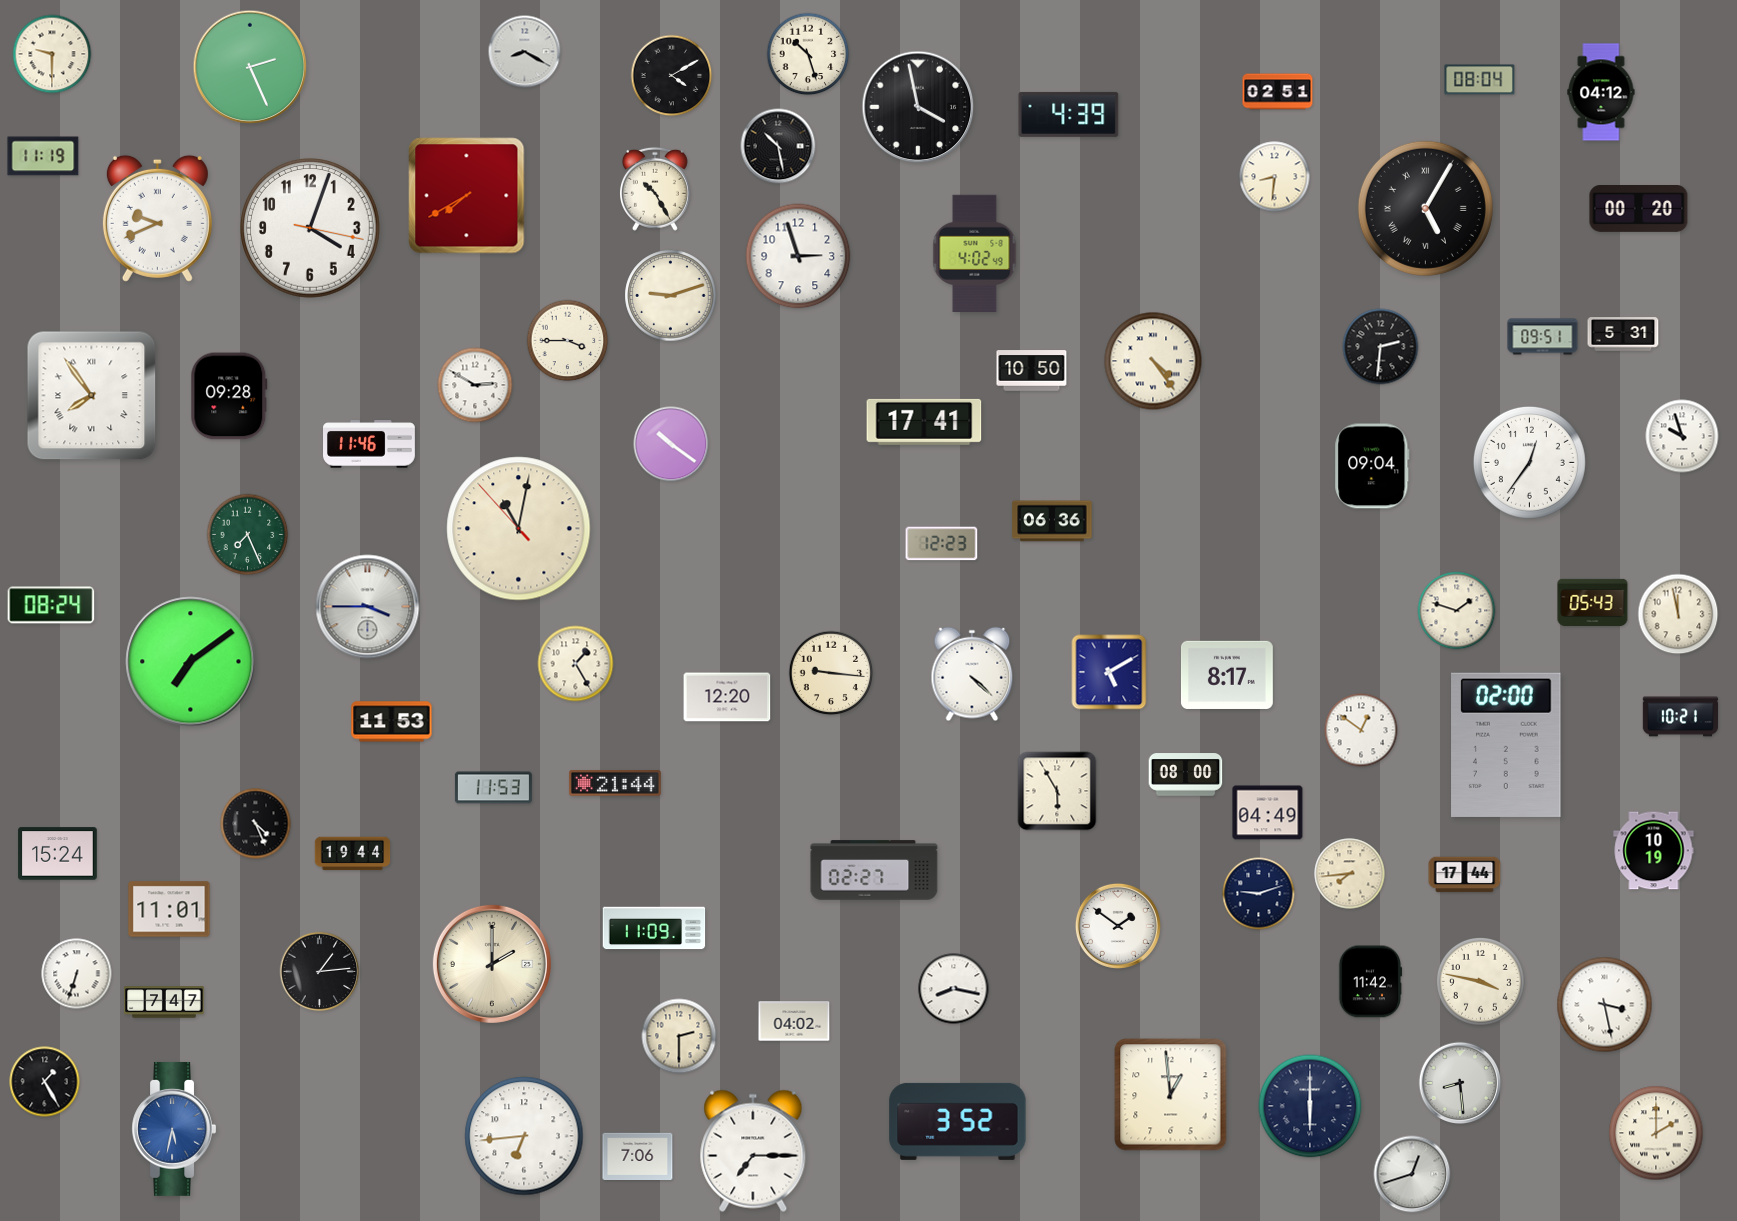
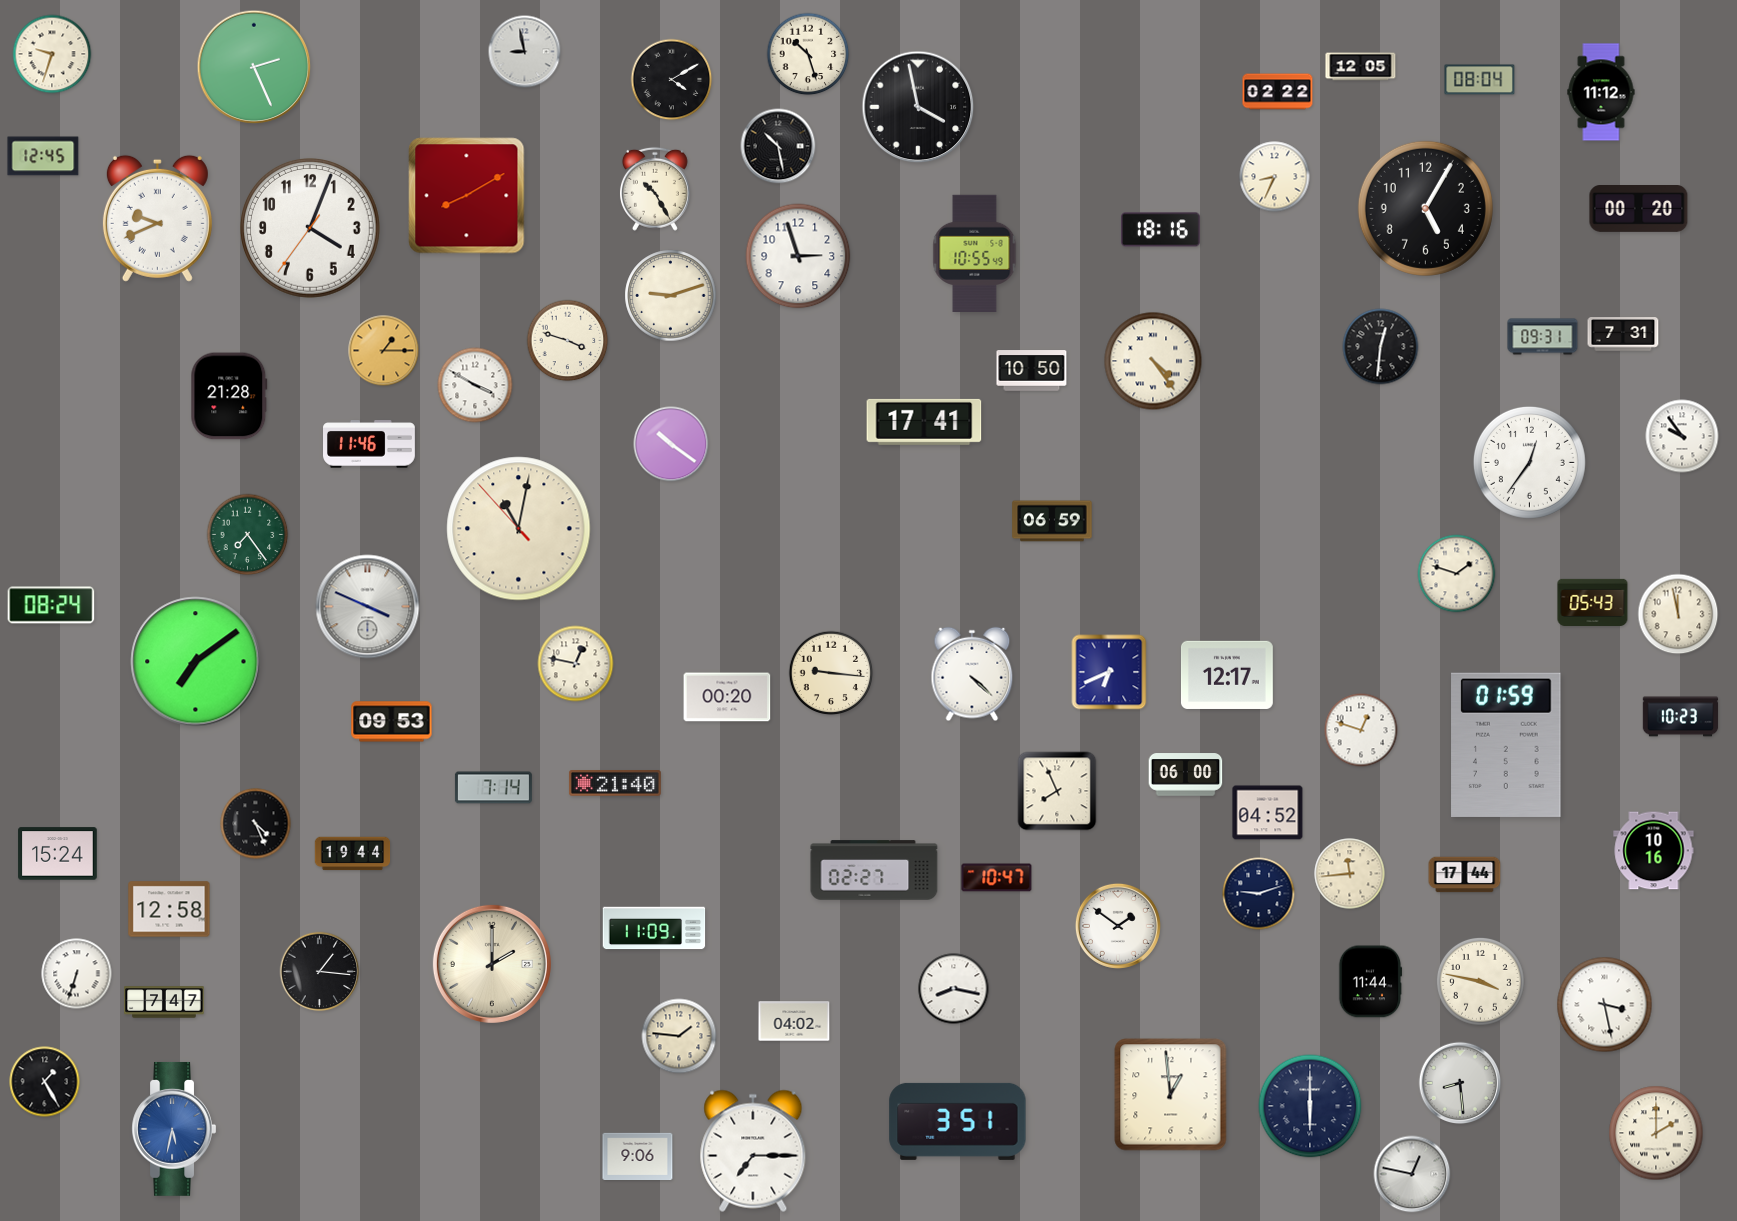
clock at (525, 52): 8:20 -> 8:58
clock at (52, 54): 9:30 -> 9:33
clock at (250, 67) position: (250, 67) -> (254, 67)
clock at (1361, 67): none -> 12:05
clock at (672, 76) position: (672, 76) -> (672, 80)
clock at (1278, 92): 02:51 -> 02:22
clock at (1601, 92): 04:12 -> 11:12
clock at (1069, 114): 4:39 -> none
clock at (43, 156): 11:19 -> 12:45
clock at (1275, 177): 8:31 -> 8:34
clock at (467, 196): 7:40 -> 8:10
clock at (1425, 208) numerals: Roman -> Arabic
clock at (311, 229): 4:03:17 -> 4:03:36
clock at (1161, 230): none -> 18:16
clock at (975, 253): 4:02 -> 10:55
clock at (1623, 334): 5:31 -> 7:31
clock at (1543, 337): 09:51 -> 09:31
clock at (568, 341): 3:45 -> 3:48
clock at (1381, 347): 2:31 -> 12:31
clock at (384, 351): none -> 1:15
clock at (475, 385): 2:50 -> 3:50
clock at (92, 396): 7:54 -> none
clock at (229, 396): 09:28 -> 21:28
clock at (1682, 436): 9:57 -> 9:54
clock at (1372, 466): 09:04 -> none
clock at (1052, 521): 06:36 -> 06:59
clock at (248, 535): 7:26 -> 7:24
clock at (942, 544): 12:23 -> none
clock at (368, 607): 3:45 -> 3:49
clock at (1457, 611) position: (1457, 611) -> (1457, 574)
clock at (191, 662) position: (191, 662) -> (196, 662)
clock at (576, 664): 1:25 -> 12:47
clock at (1109, 672): 5:10 -> 6:41
clock at (1227, 675): 8:17 -> 12:17
clock at (727, 697): 12:20 -> 00:20
clock at (1681, 717): 10:21 -> 10:23
clock at (392, 722): 11:53 -> 09:53
clock at (1361, 730): 12:51 -> 12:48
clock at (1506, 745): 02:00 -> 01:59
clock at (1186, 775): 08:00 -> 06:00
clock at (615, 784): 21:44 -> 21:40
clock at (493, 788): 11:53 -> 7:14
clock at (1057, 791): 5:55 -> 7:56
clock at (1268, 813): 04:49 -> 04:52
clock at (1654, 851): 10:19 -> 10:16
clock at (1350, 874): 7:44 -> 11:44
clock at (997, 878): none -> 10:47
clock at (169, 909): 11:01 -> 12:58
clock at (320, 972): 1:14 -> 1:16
clock at (1370, 982): 11:42 -> 11:44
clock at (679, 1036): 2:30 -> 1:46
clock at (958, 1121): 3:52 -> 3:51
clock at (524, 1136): 6:44 -> none
clock at (638, 1156): 7:06 -> 9:06
clock at (1412, 1174): 12:42 -> 12:47
